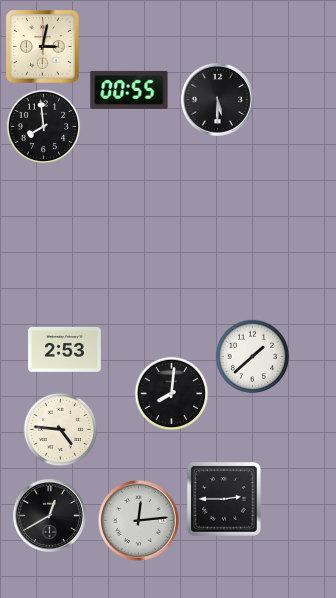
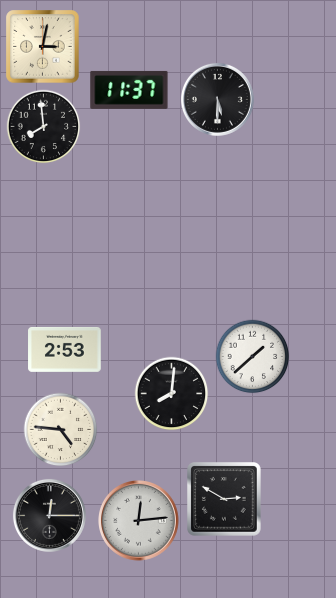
clock at (129, 90): 00:55 -> 11:37
clock at (225, 500): 2:45 -> 2:50
clock at (49, 515): 12:40 -> 12:15
